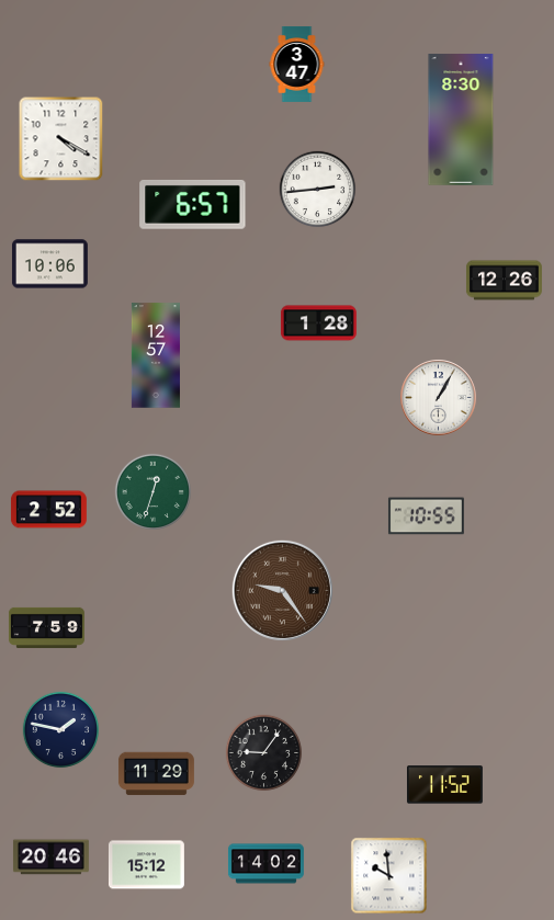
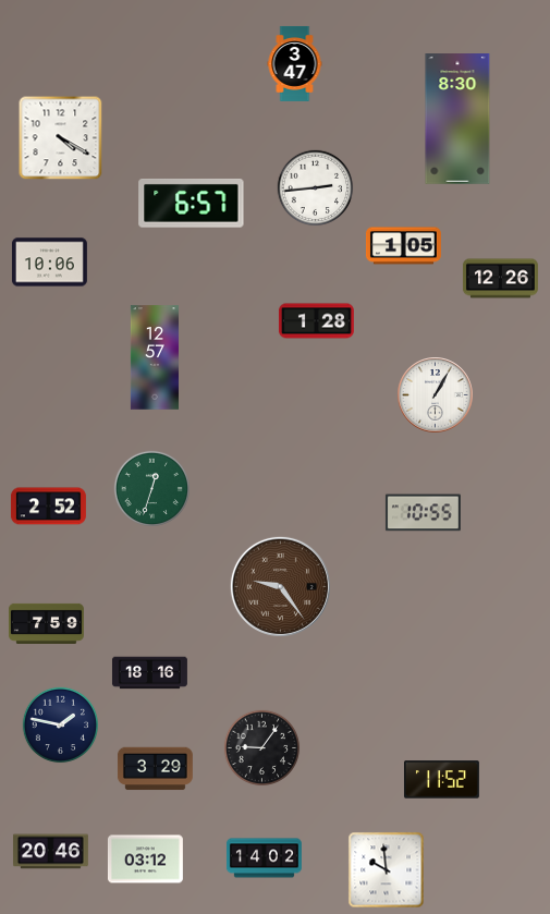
clock at (403, 246): none -> 1:05
clock at (156, 355) position: (156, 355) -> (155, 357)
clock at (149, 673): none -> 18:16
clock at (156, 774): 11:29 -> 3:29
clock at (146, 865): 15:12 -> 03:12
